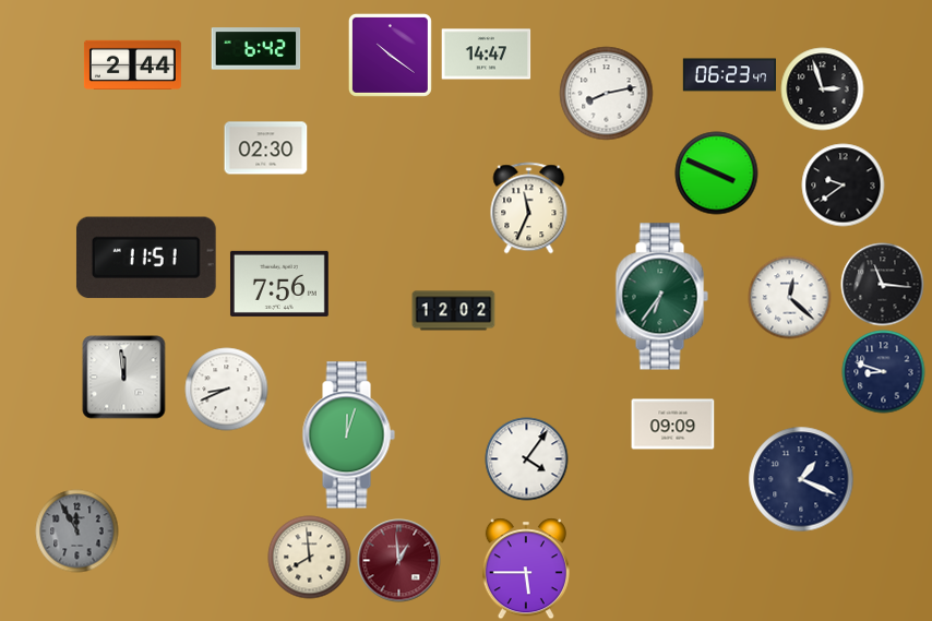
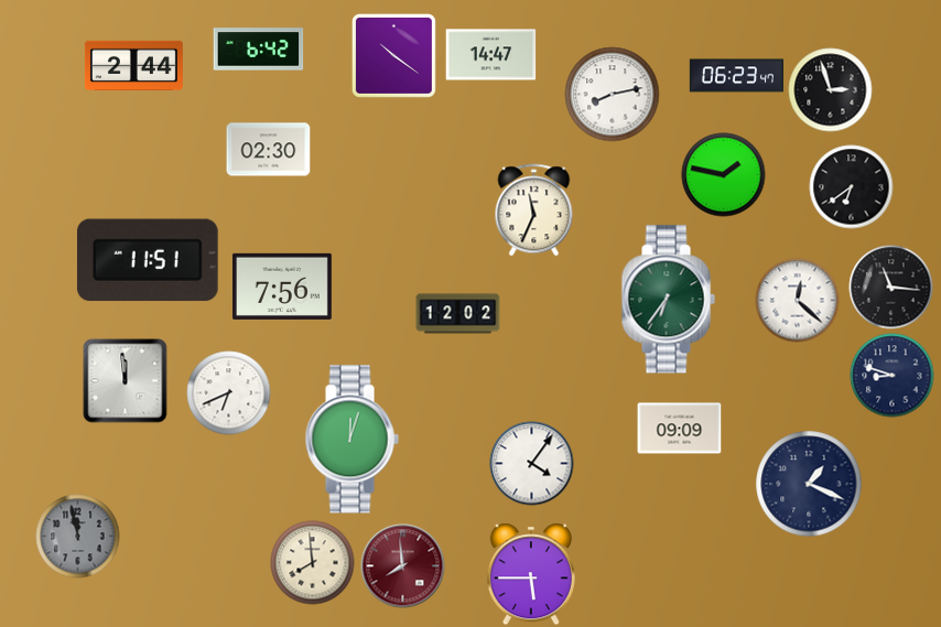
clock at (717, 174): 3:49 -> 1:47
clock at (844, 186): 9:39 -> 6:39
clock at (227, 390): 8:41 -> 6:41
clock at (77, 532): 11:55 -> 11:58
clock at (399, 561): 12:59 -> 7:59
